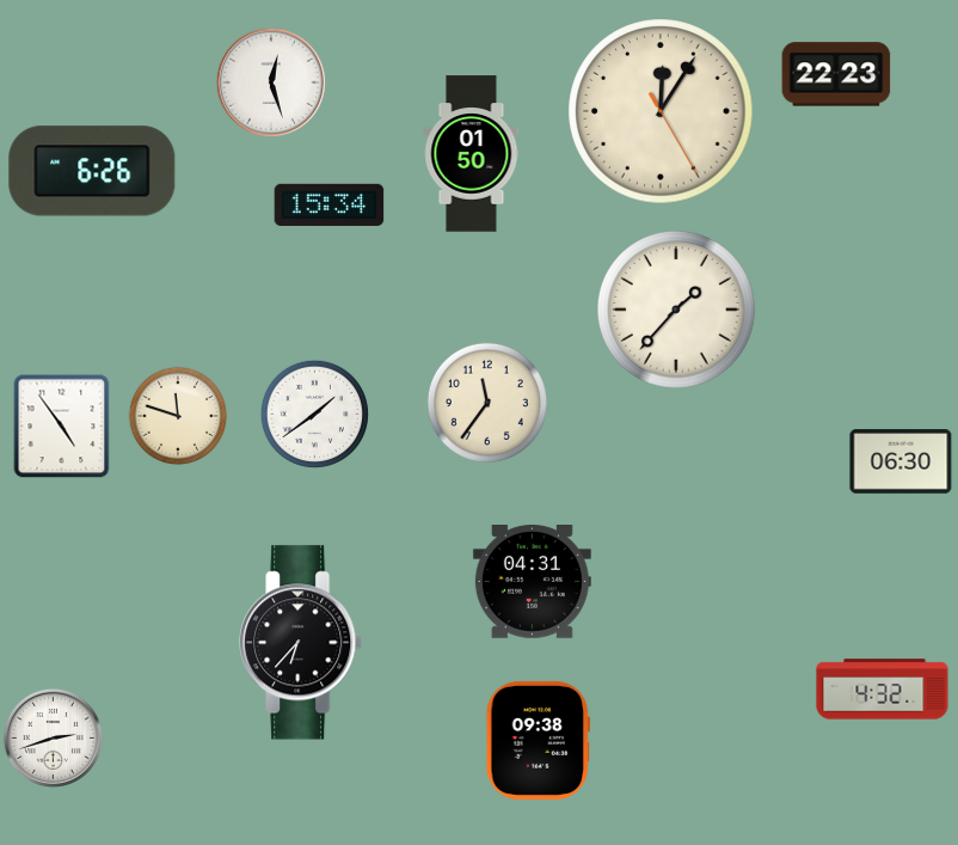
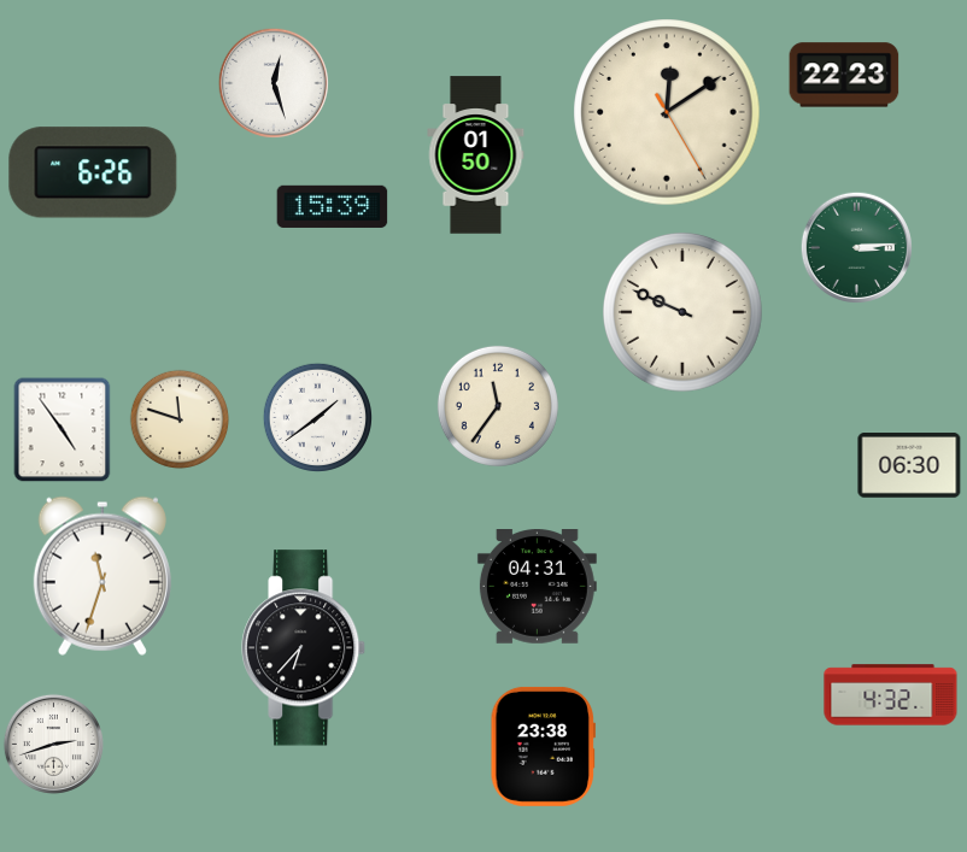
clock at (661, 111): 12:05 -> 12:09
clock at (330, 204): 15:34 -> 15:39
clock at (856, 247): none -> 3:14
clock at (677, 310): 1:37 -> 9:49
clock at (487, 403) position: (487, 403) -> (498, 406)
clock at (102, 576): none -> 11:33
clock at (538, 740): 09:38 -> 23:38
